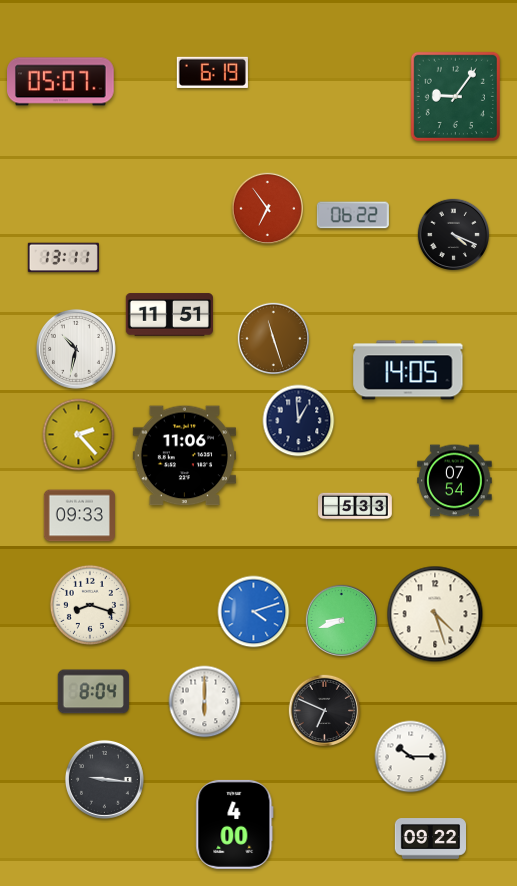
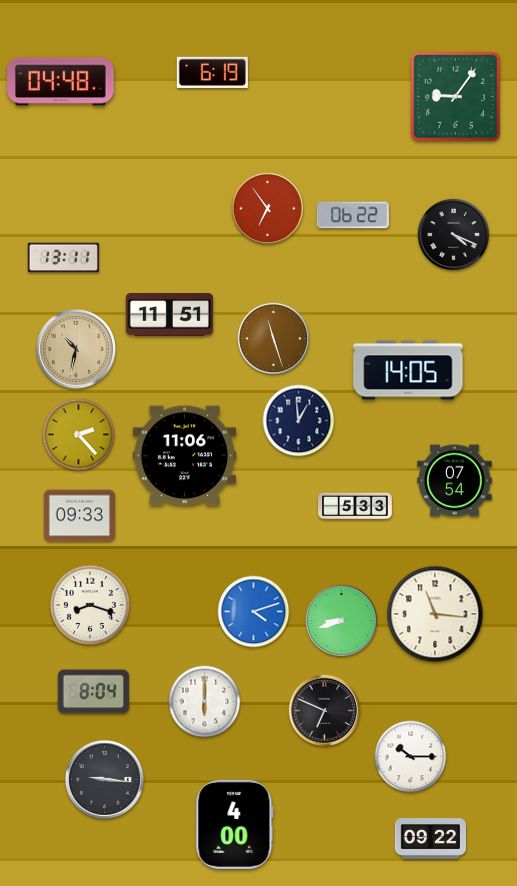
clock at (61, 82): 05:07 -> 04:48
clock at (76, 349) dial: white -> champagne
clock at (435, 614): 4:27 -> 11:16
